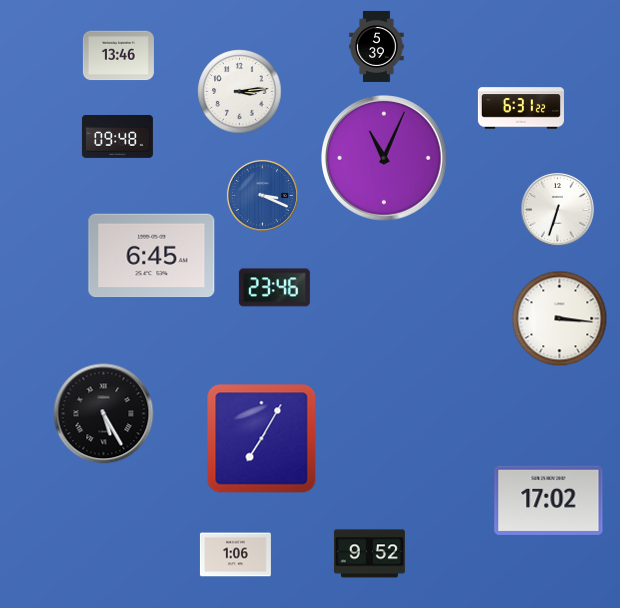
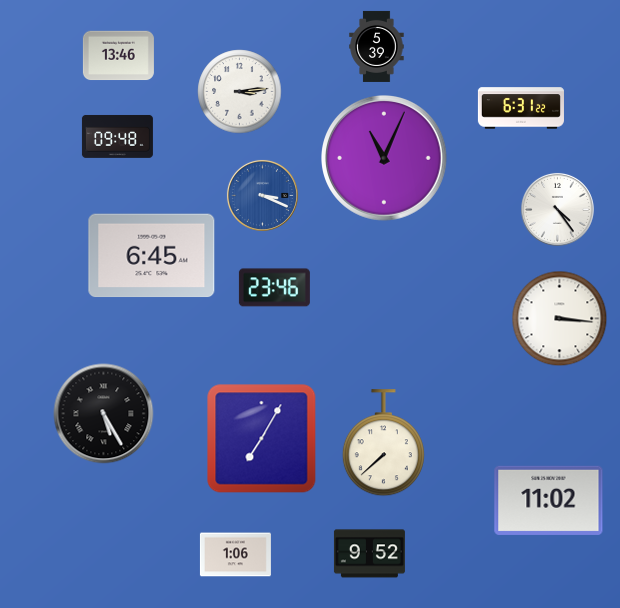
clock at (557, 209): 6:33 -> 4:24
clock at (383, 443): none -> 7:38
clock at (549, 500): 17:02 -> 11:02
